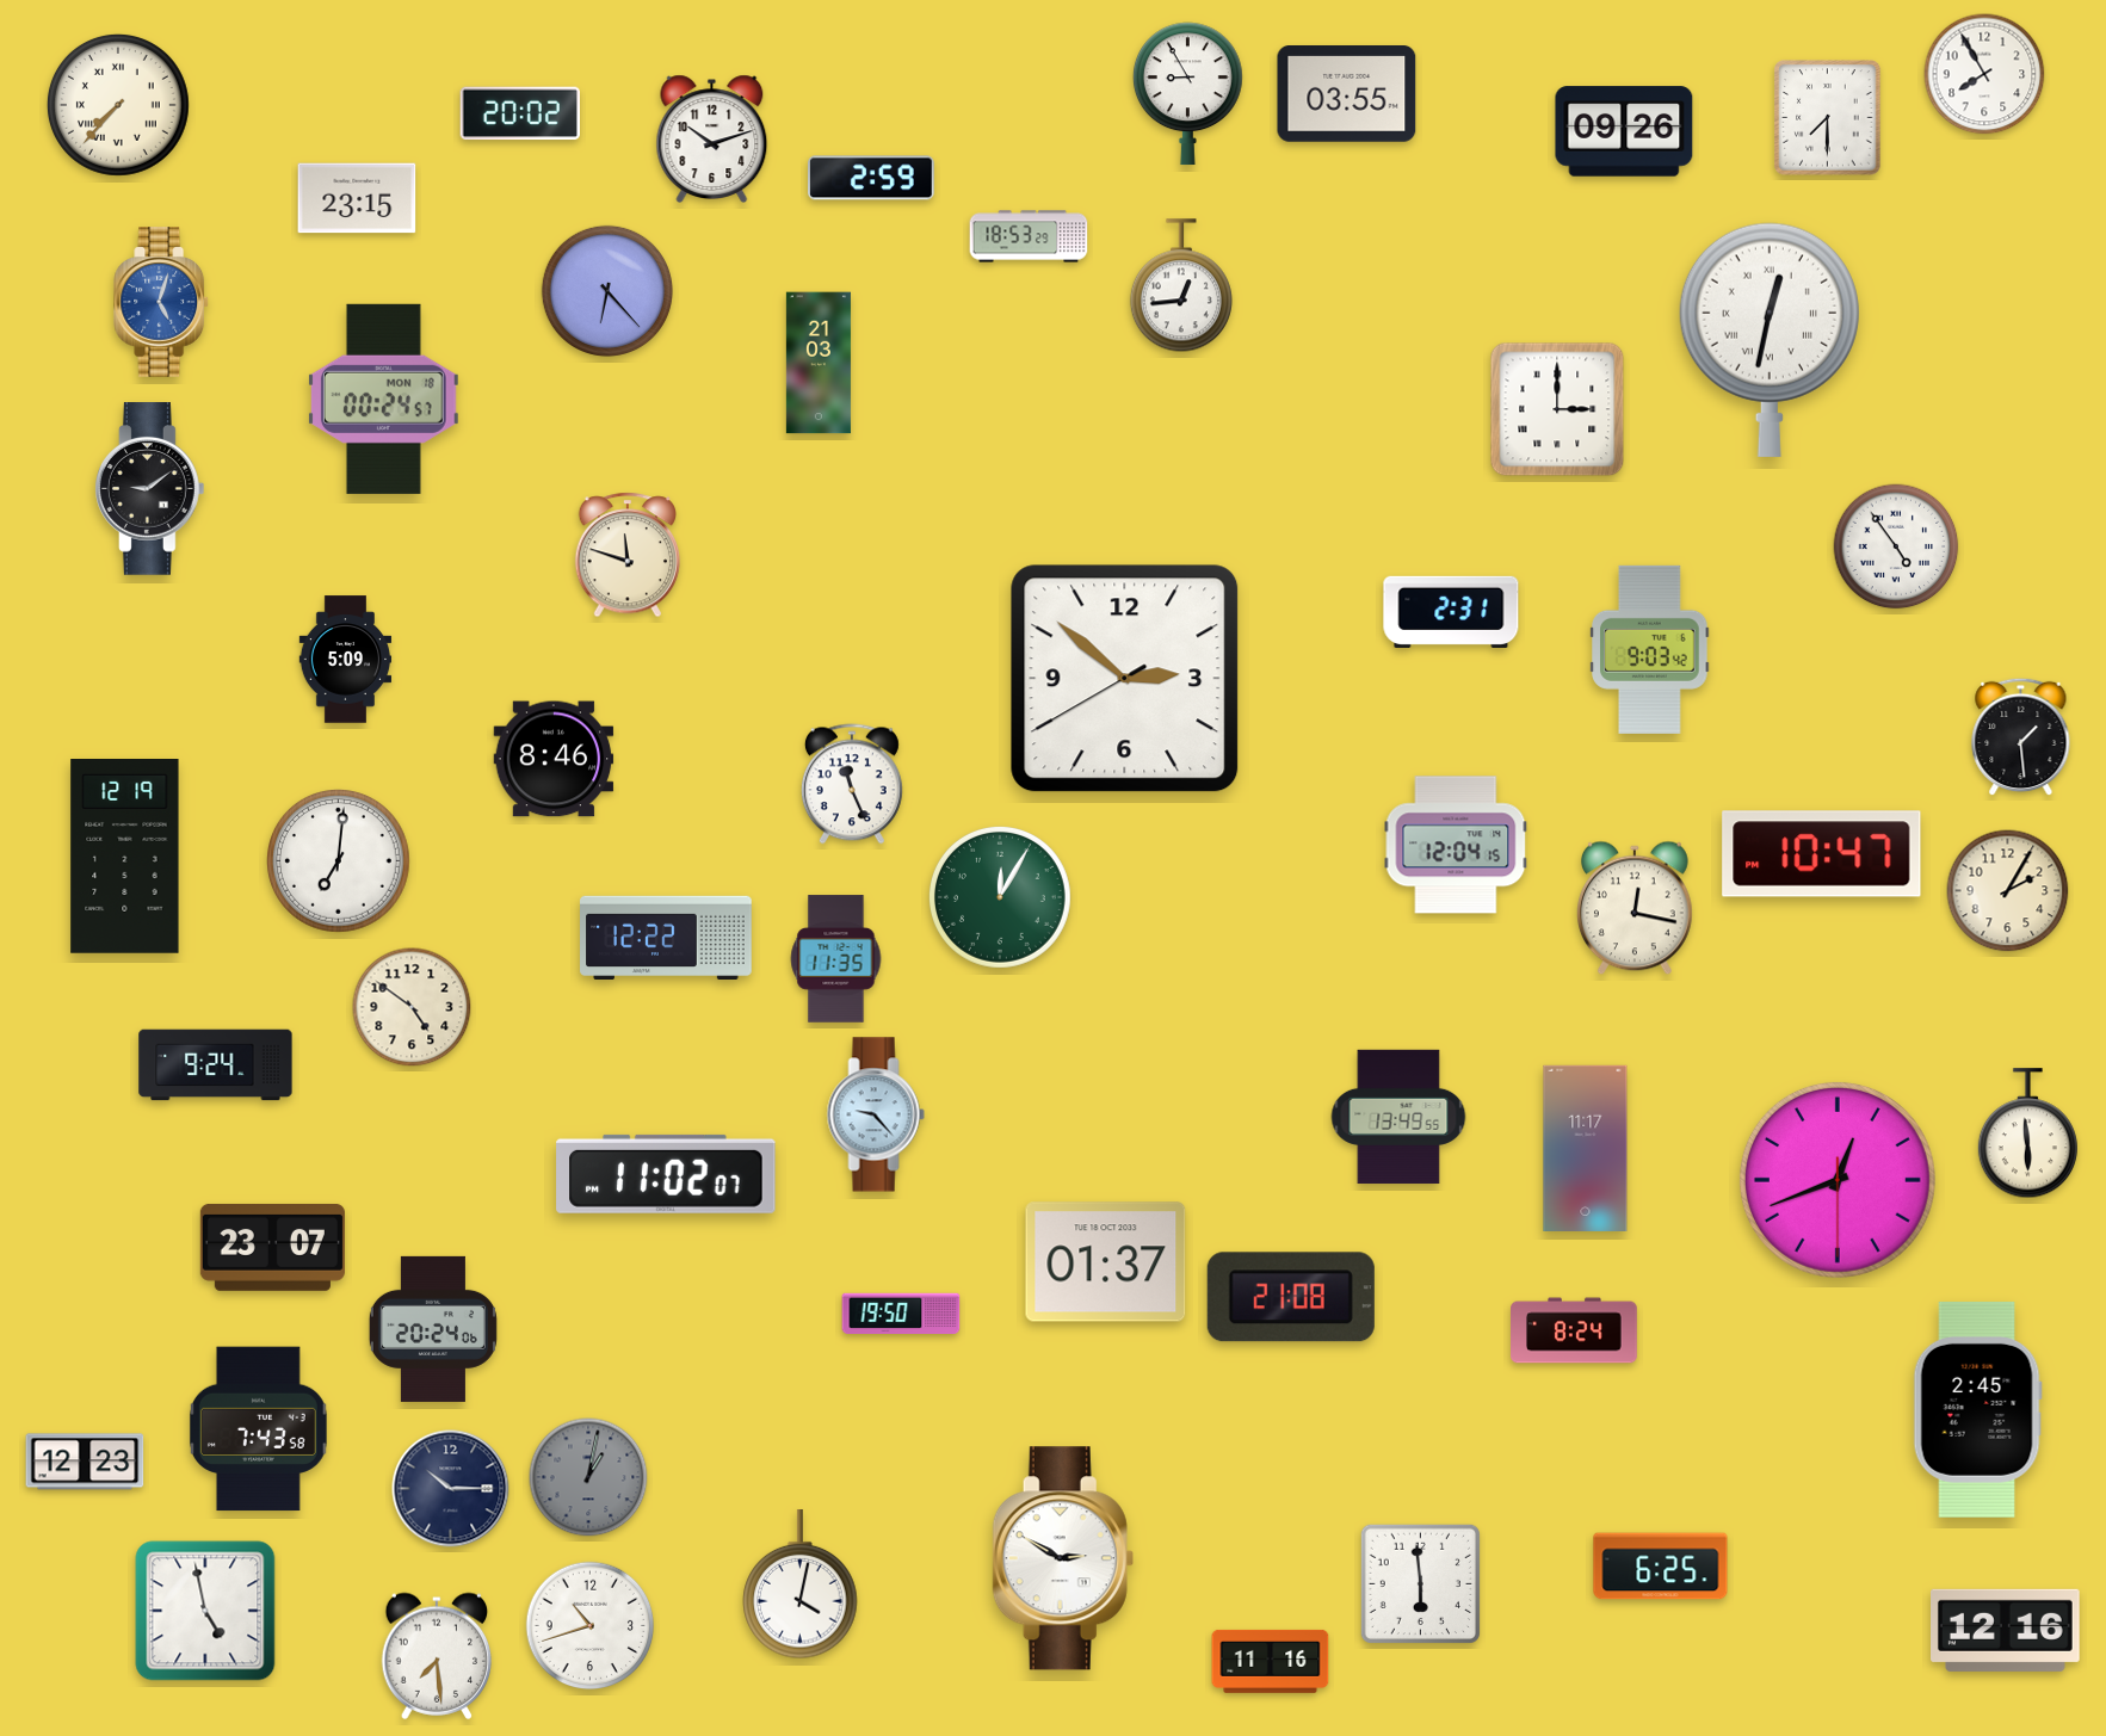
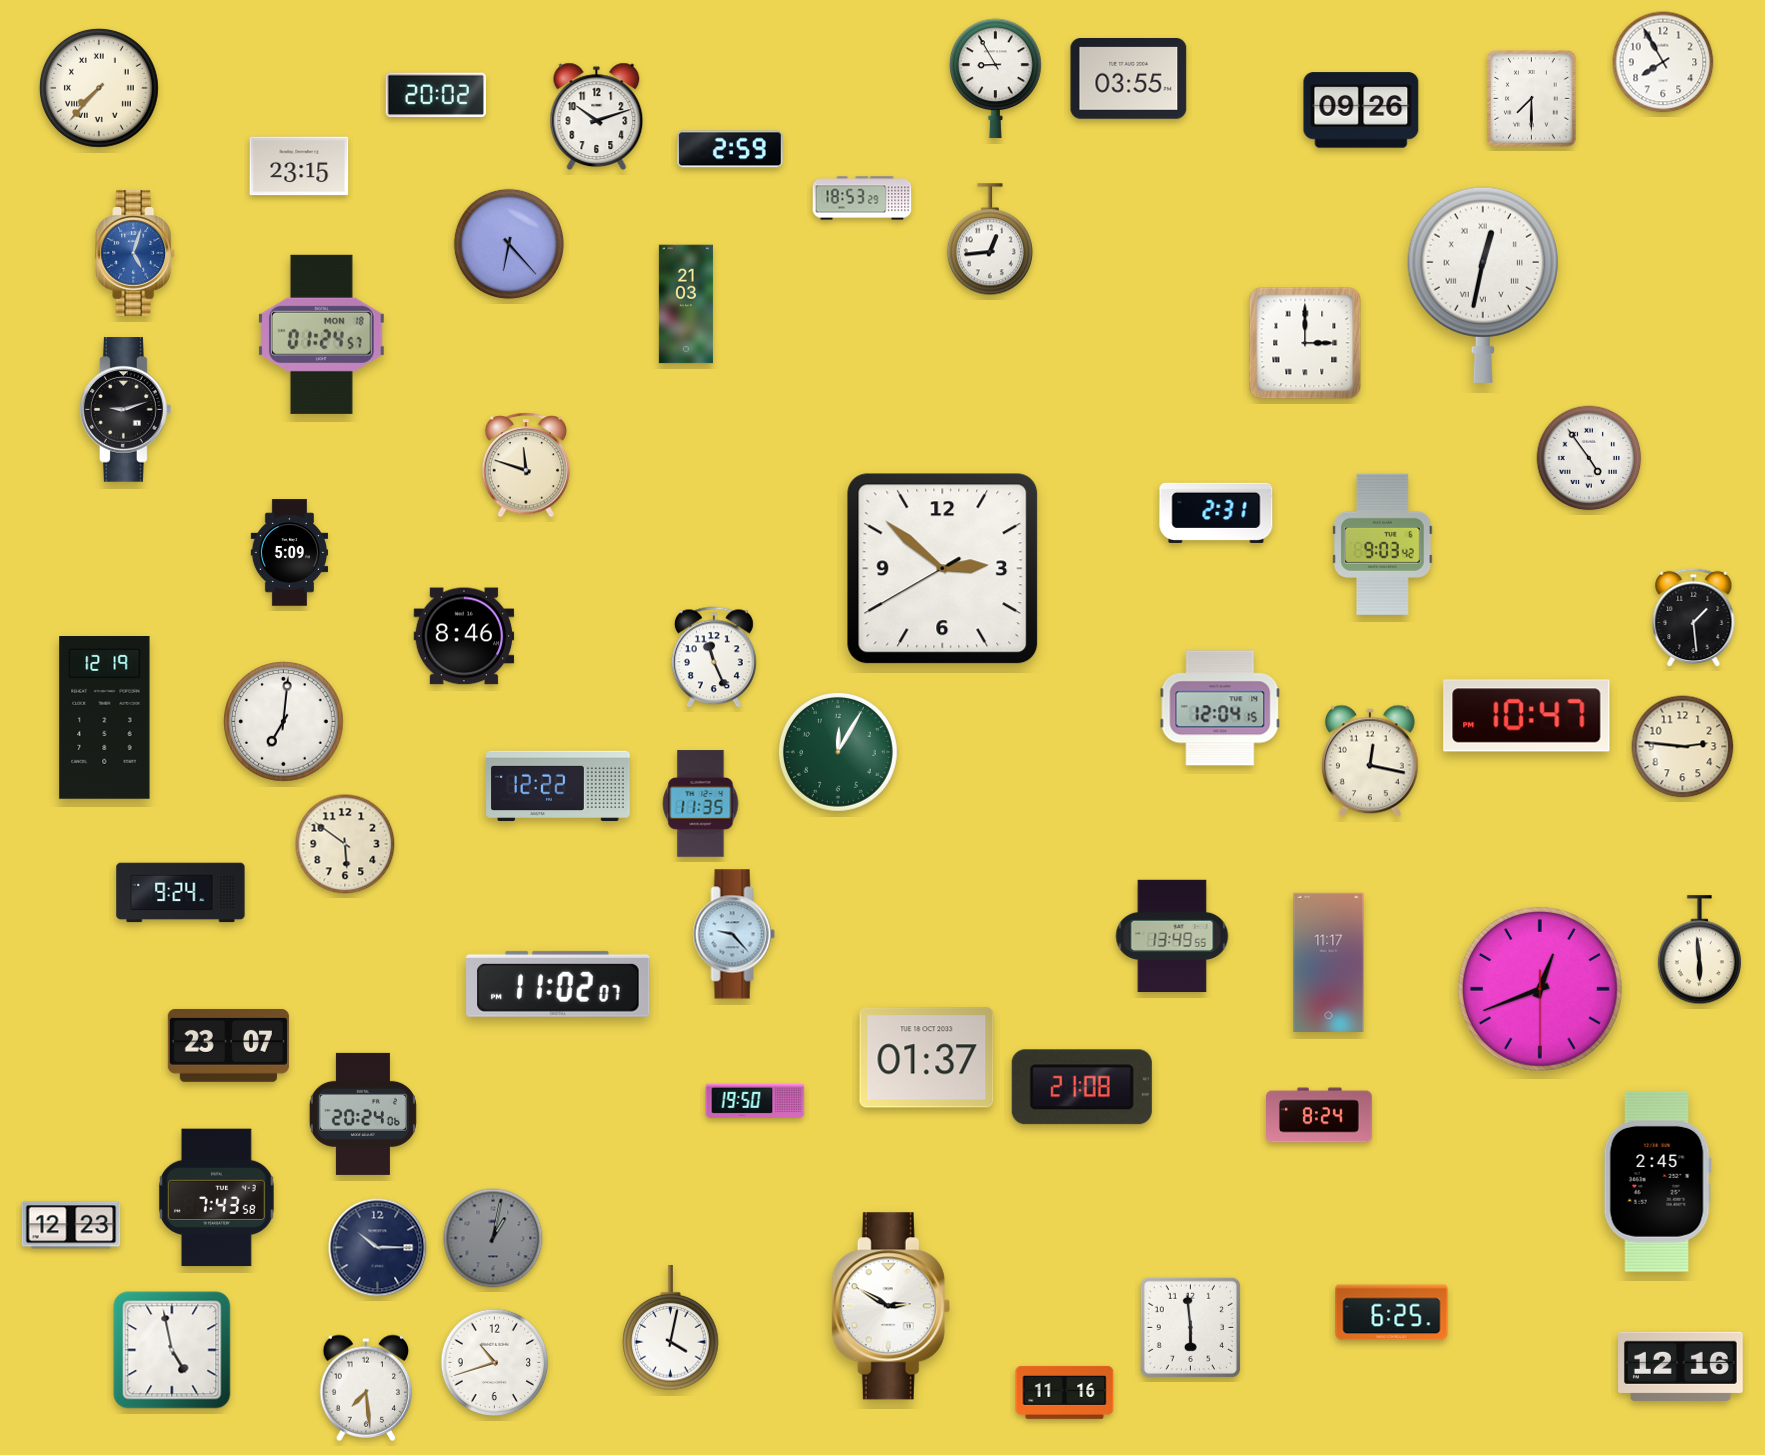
clock at (383, 399): 00:24 -> 01:24
clock at (150, 489): 9:09 -> 9:12
clock at (2008, 891): 2:05 -> 2:46
clock at (412, 1007): 4:51 -> 5:51
